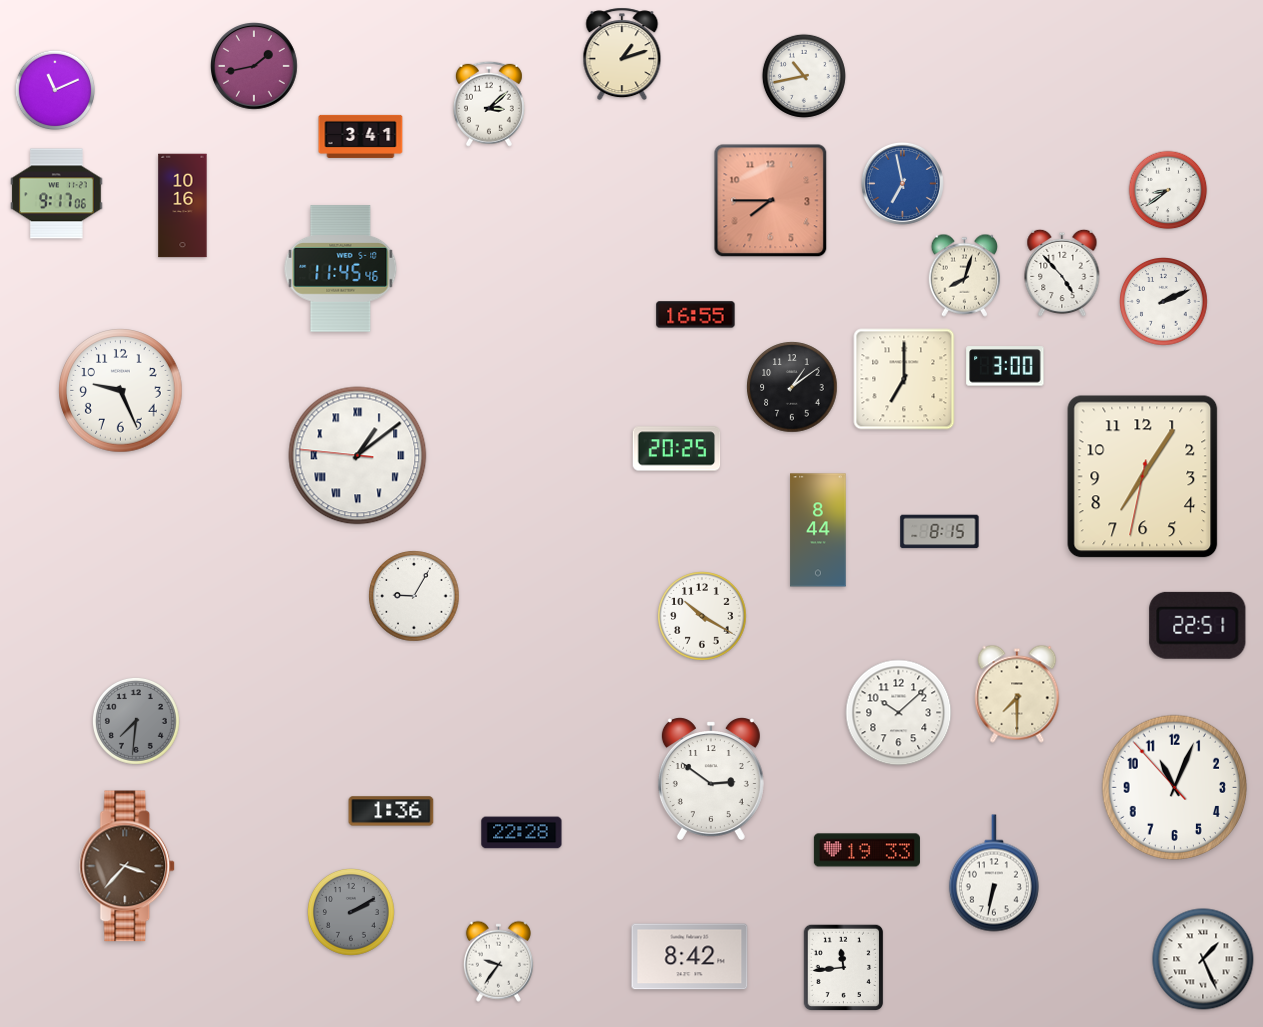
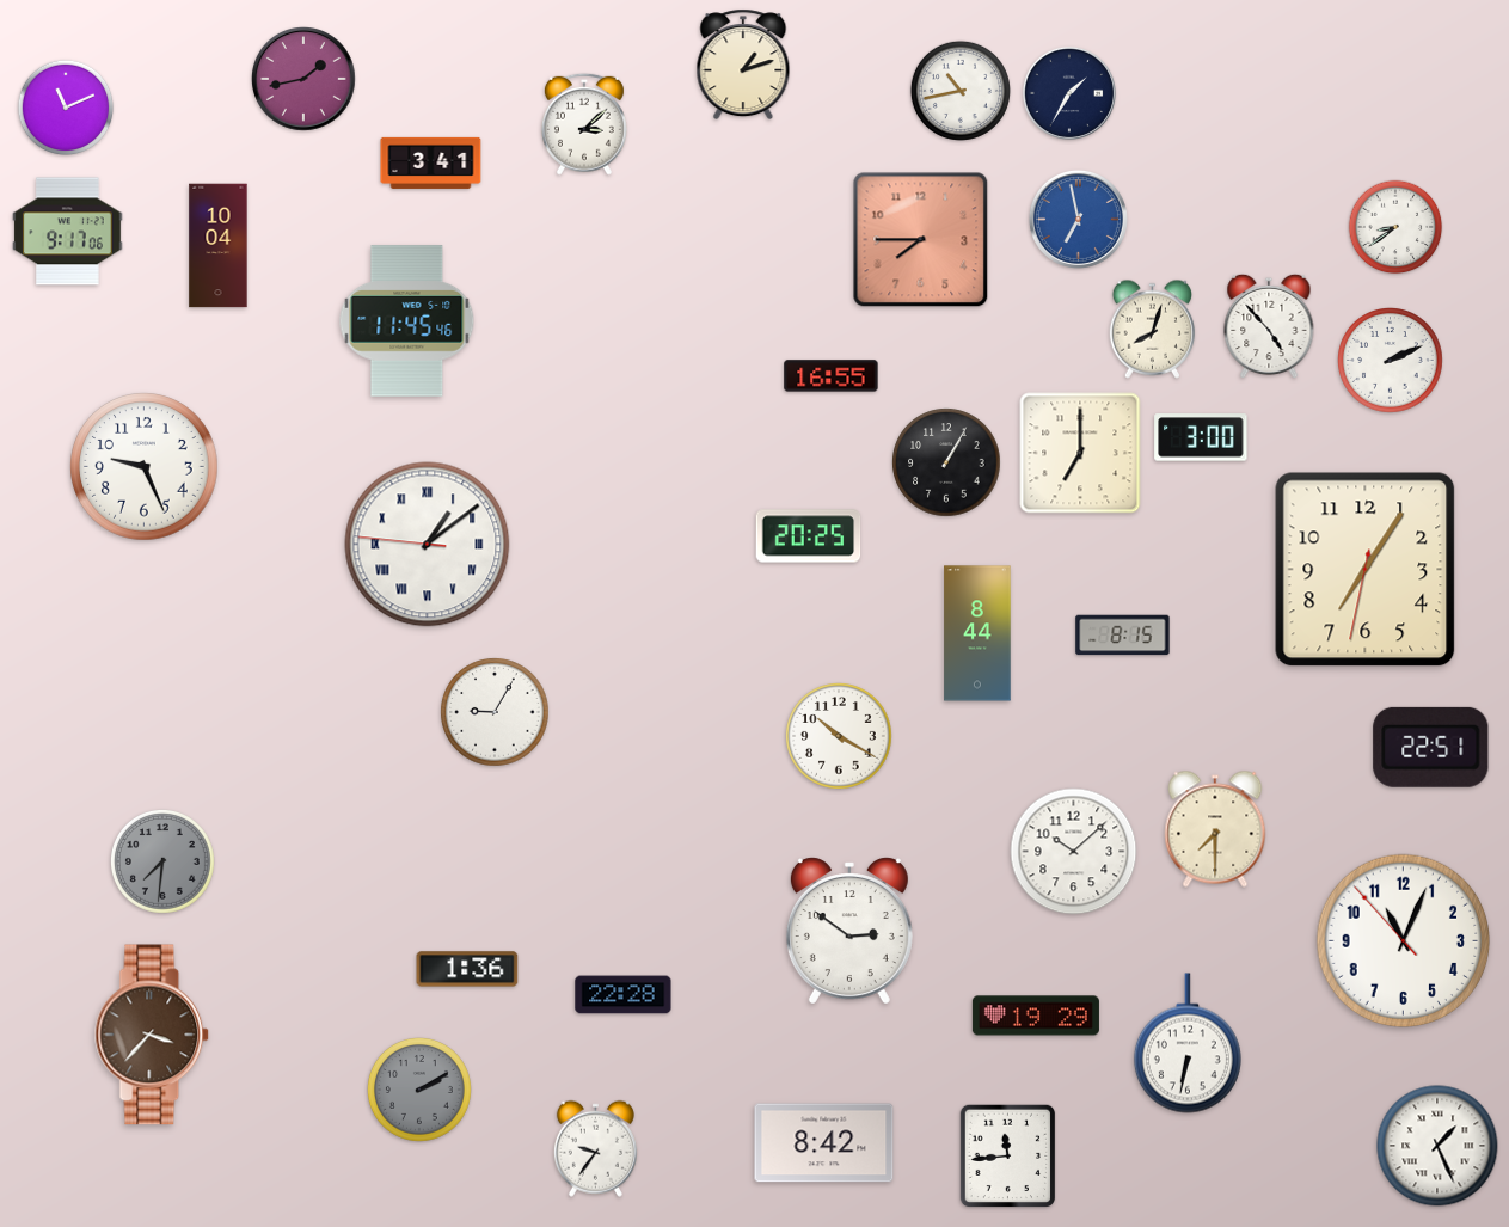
clock at (1069, 93): none -> 1:35
clock at (183, 206): 10:16 -> 10:04
clock at (792, 387): 1:09 -> 1:05
clock at (867, 850): 19:33 -> 19:29
